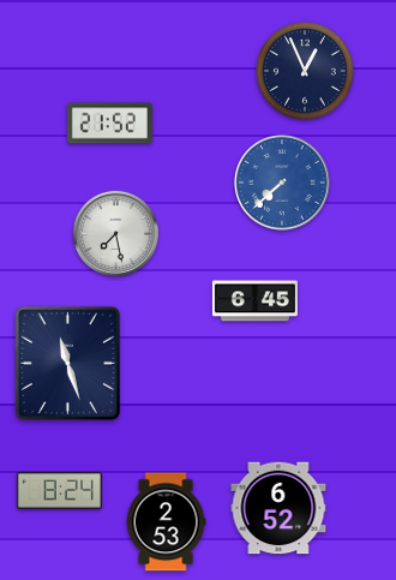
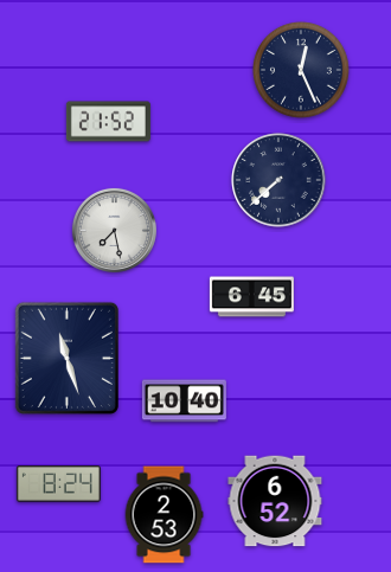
clock at (306, 72): 12:56 -> 12:26
clock at (282, 183) dial: blue -> navy
clock at (184, 401): none -> 10:40
